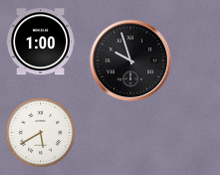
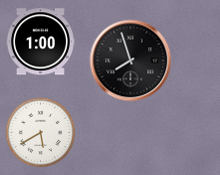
clock at (131, 61): 9:57 -> 7:57
